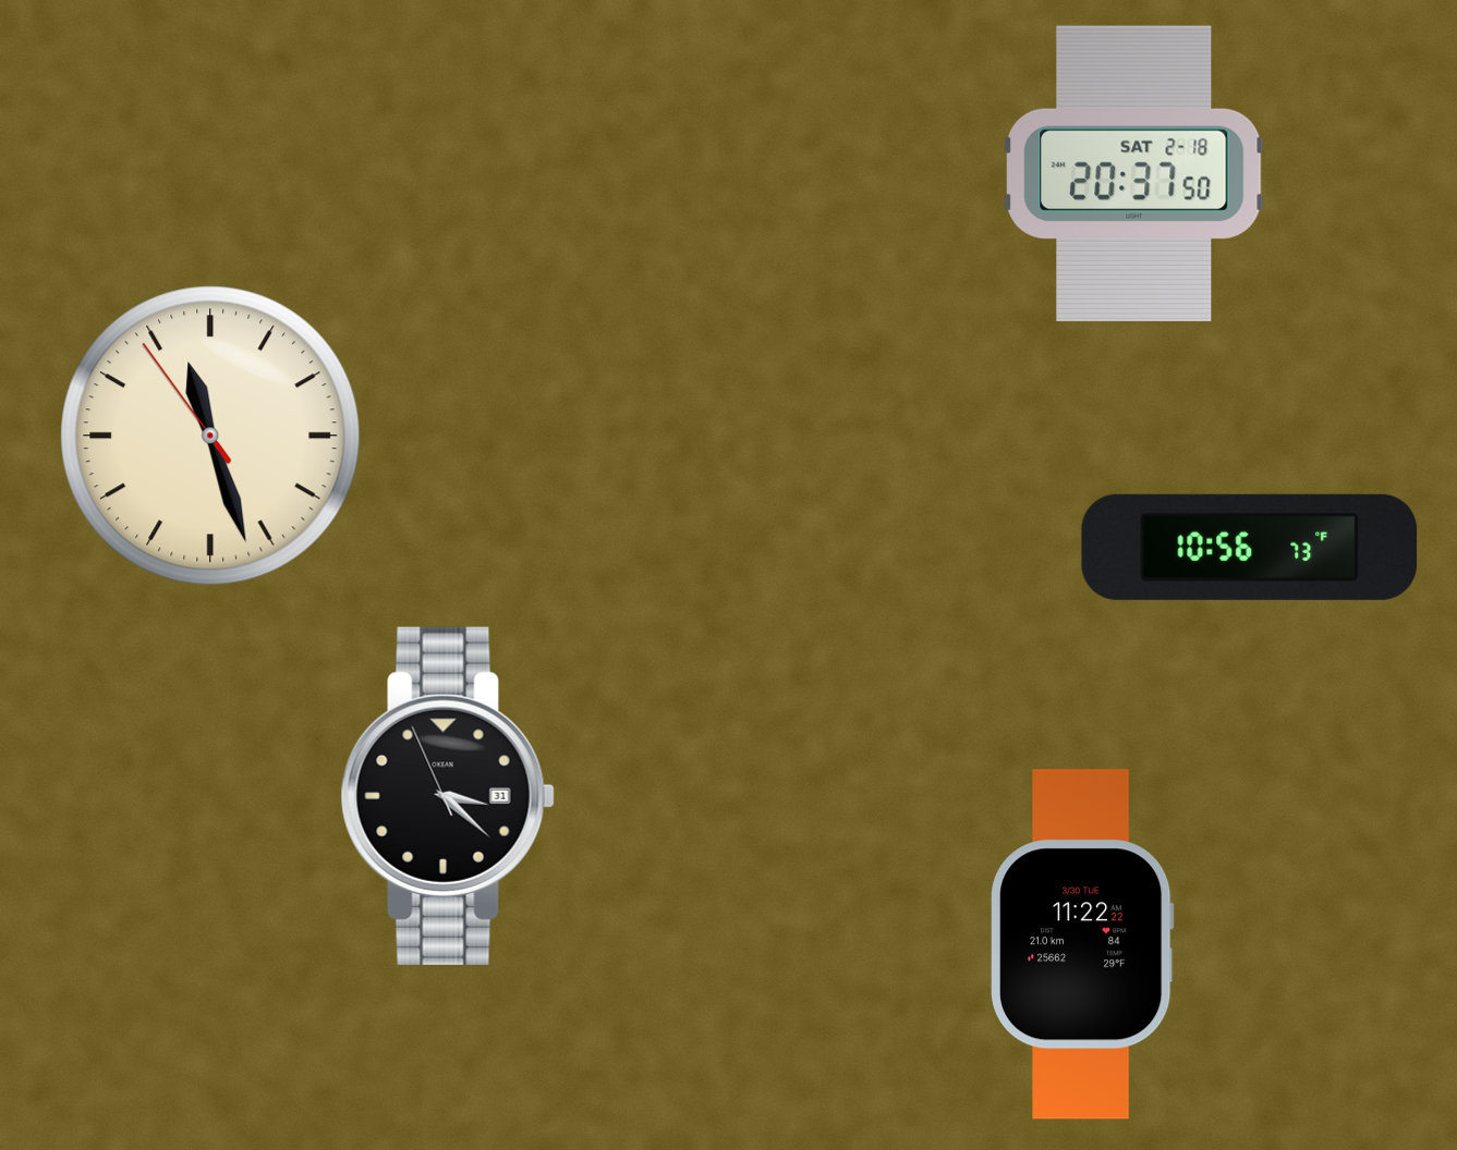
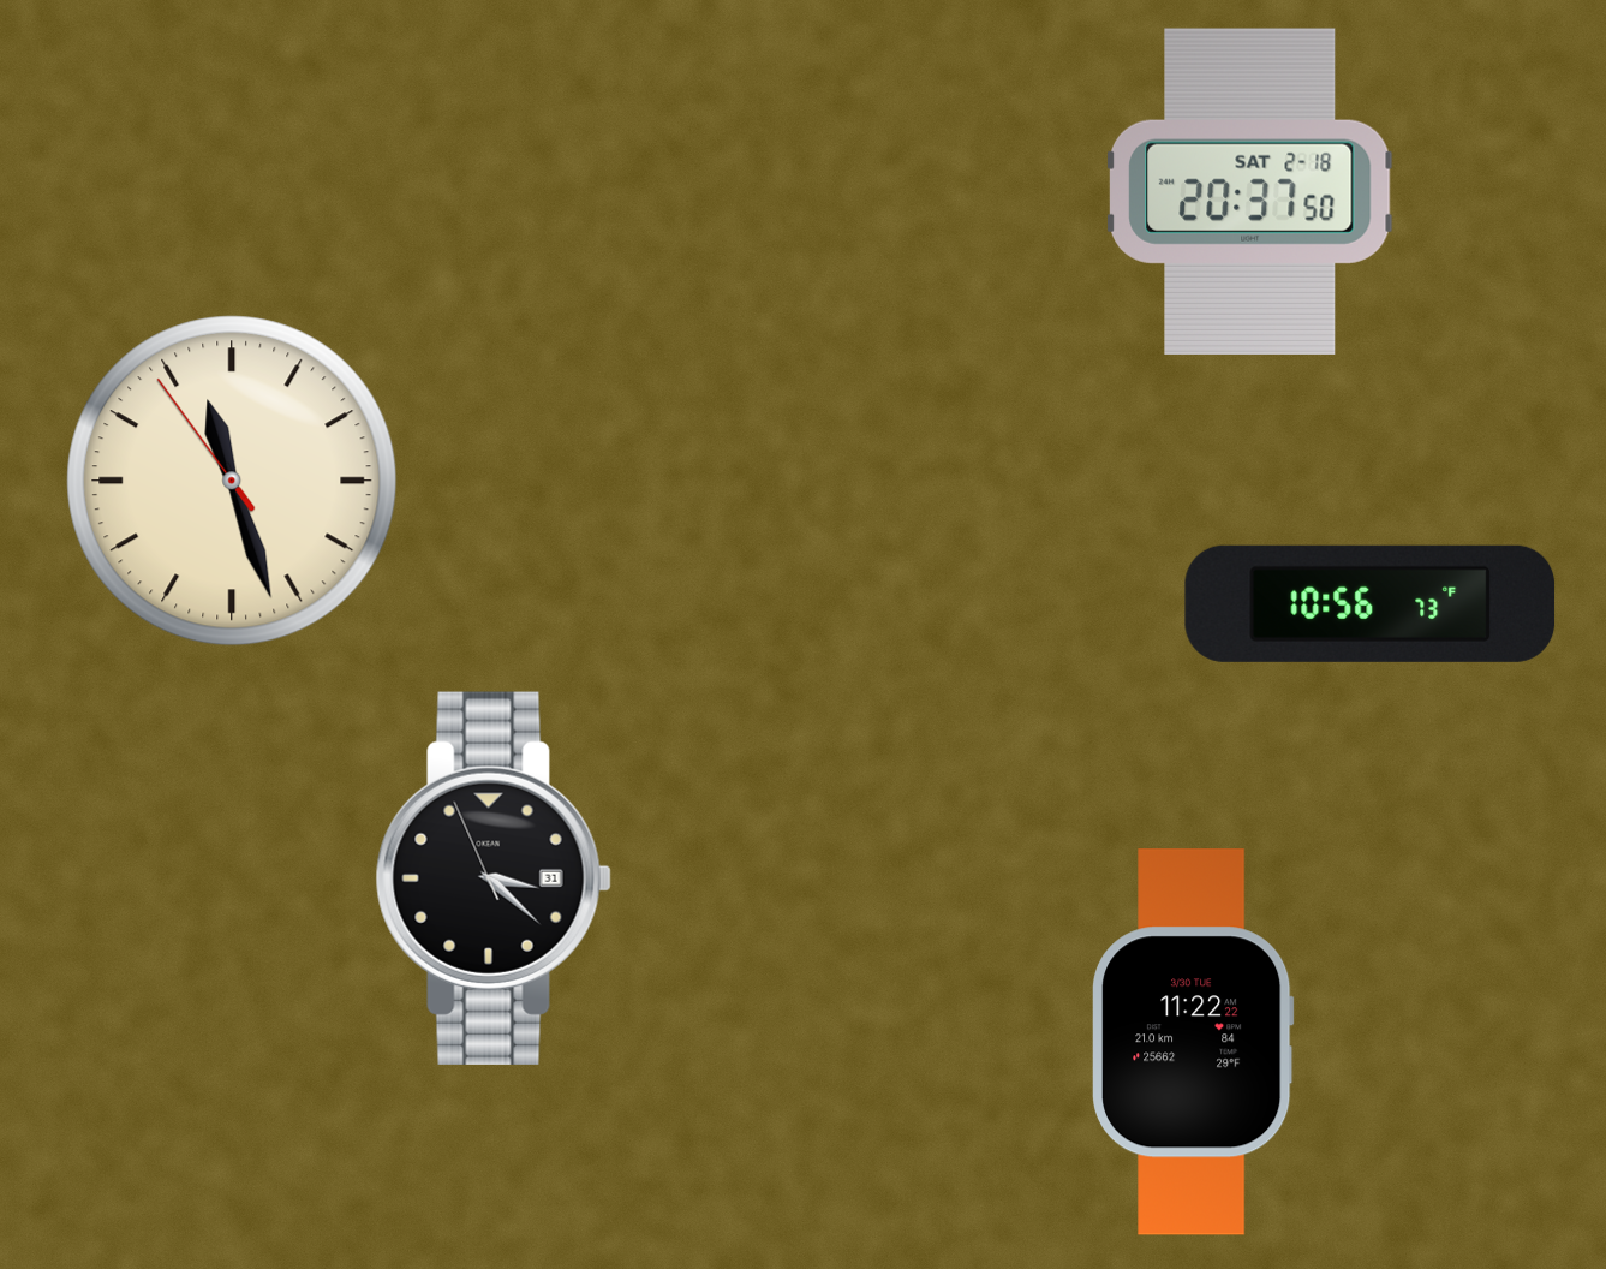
clock at (1250, 547) position: (1250, 547) -> (1371, 603)
